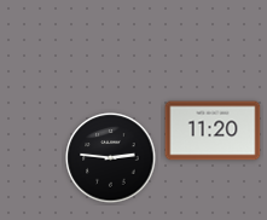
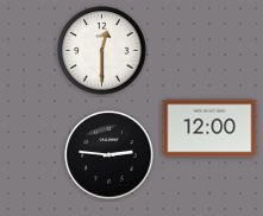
clock at (102, 51): none -> 12:30
clock at (213, 131): 11:20 -> 12:00
